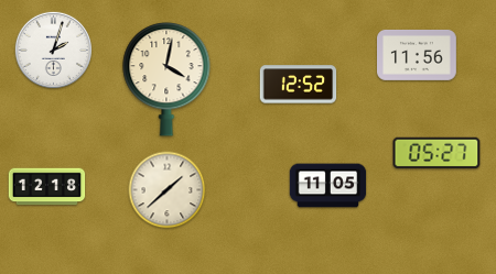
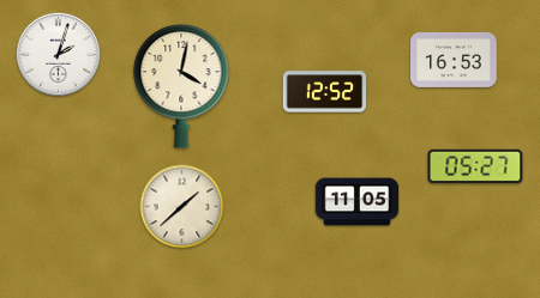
clock at (418, 55): 11:56 -> 16:53
clock at (47, 187): 12:18 -> none
